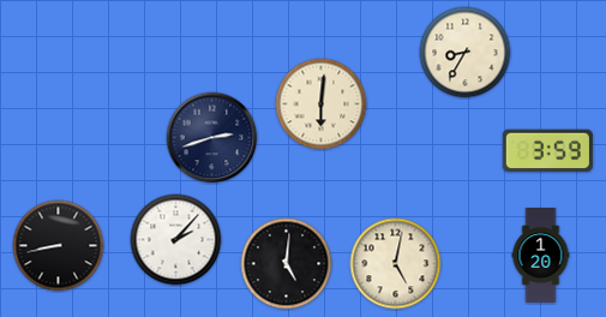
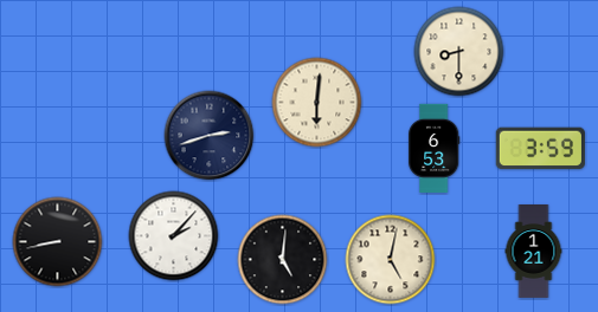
clock at (466, 53): 8:35 -> 8:30
clock at (435, 148): none -> 6:53
clock at (541, 256): 1:20 -> 1:21
